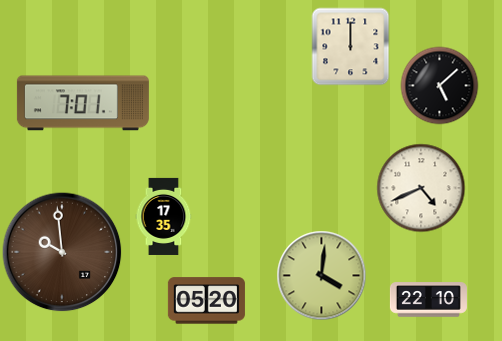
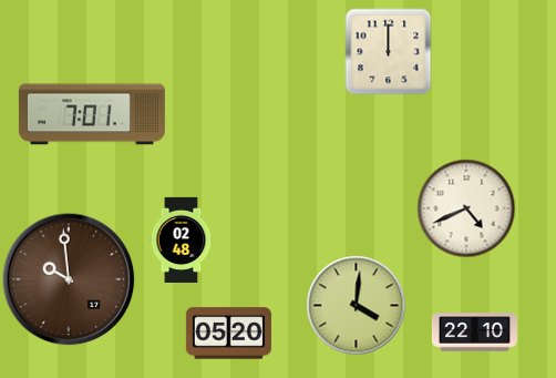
clock at (439, 85): 5:08 -> none
clock at (164, 216): 17:35 -> 02:48
